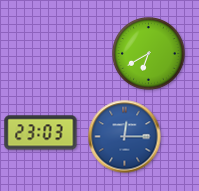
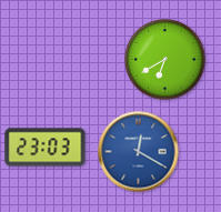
clock at (125, 137): 12:15 -> 12:20
